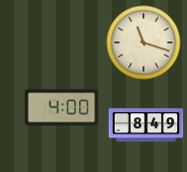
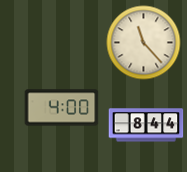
clock at (144, 43): 11:18 -> 11:23
clock at (146, 125): 8:49 -> 8:44
